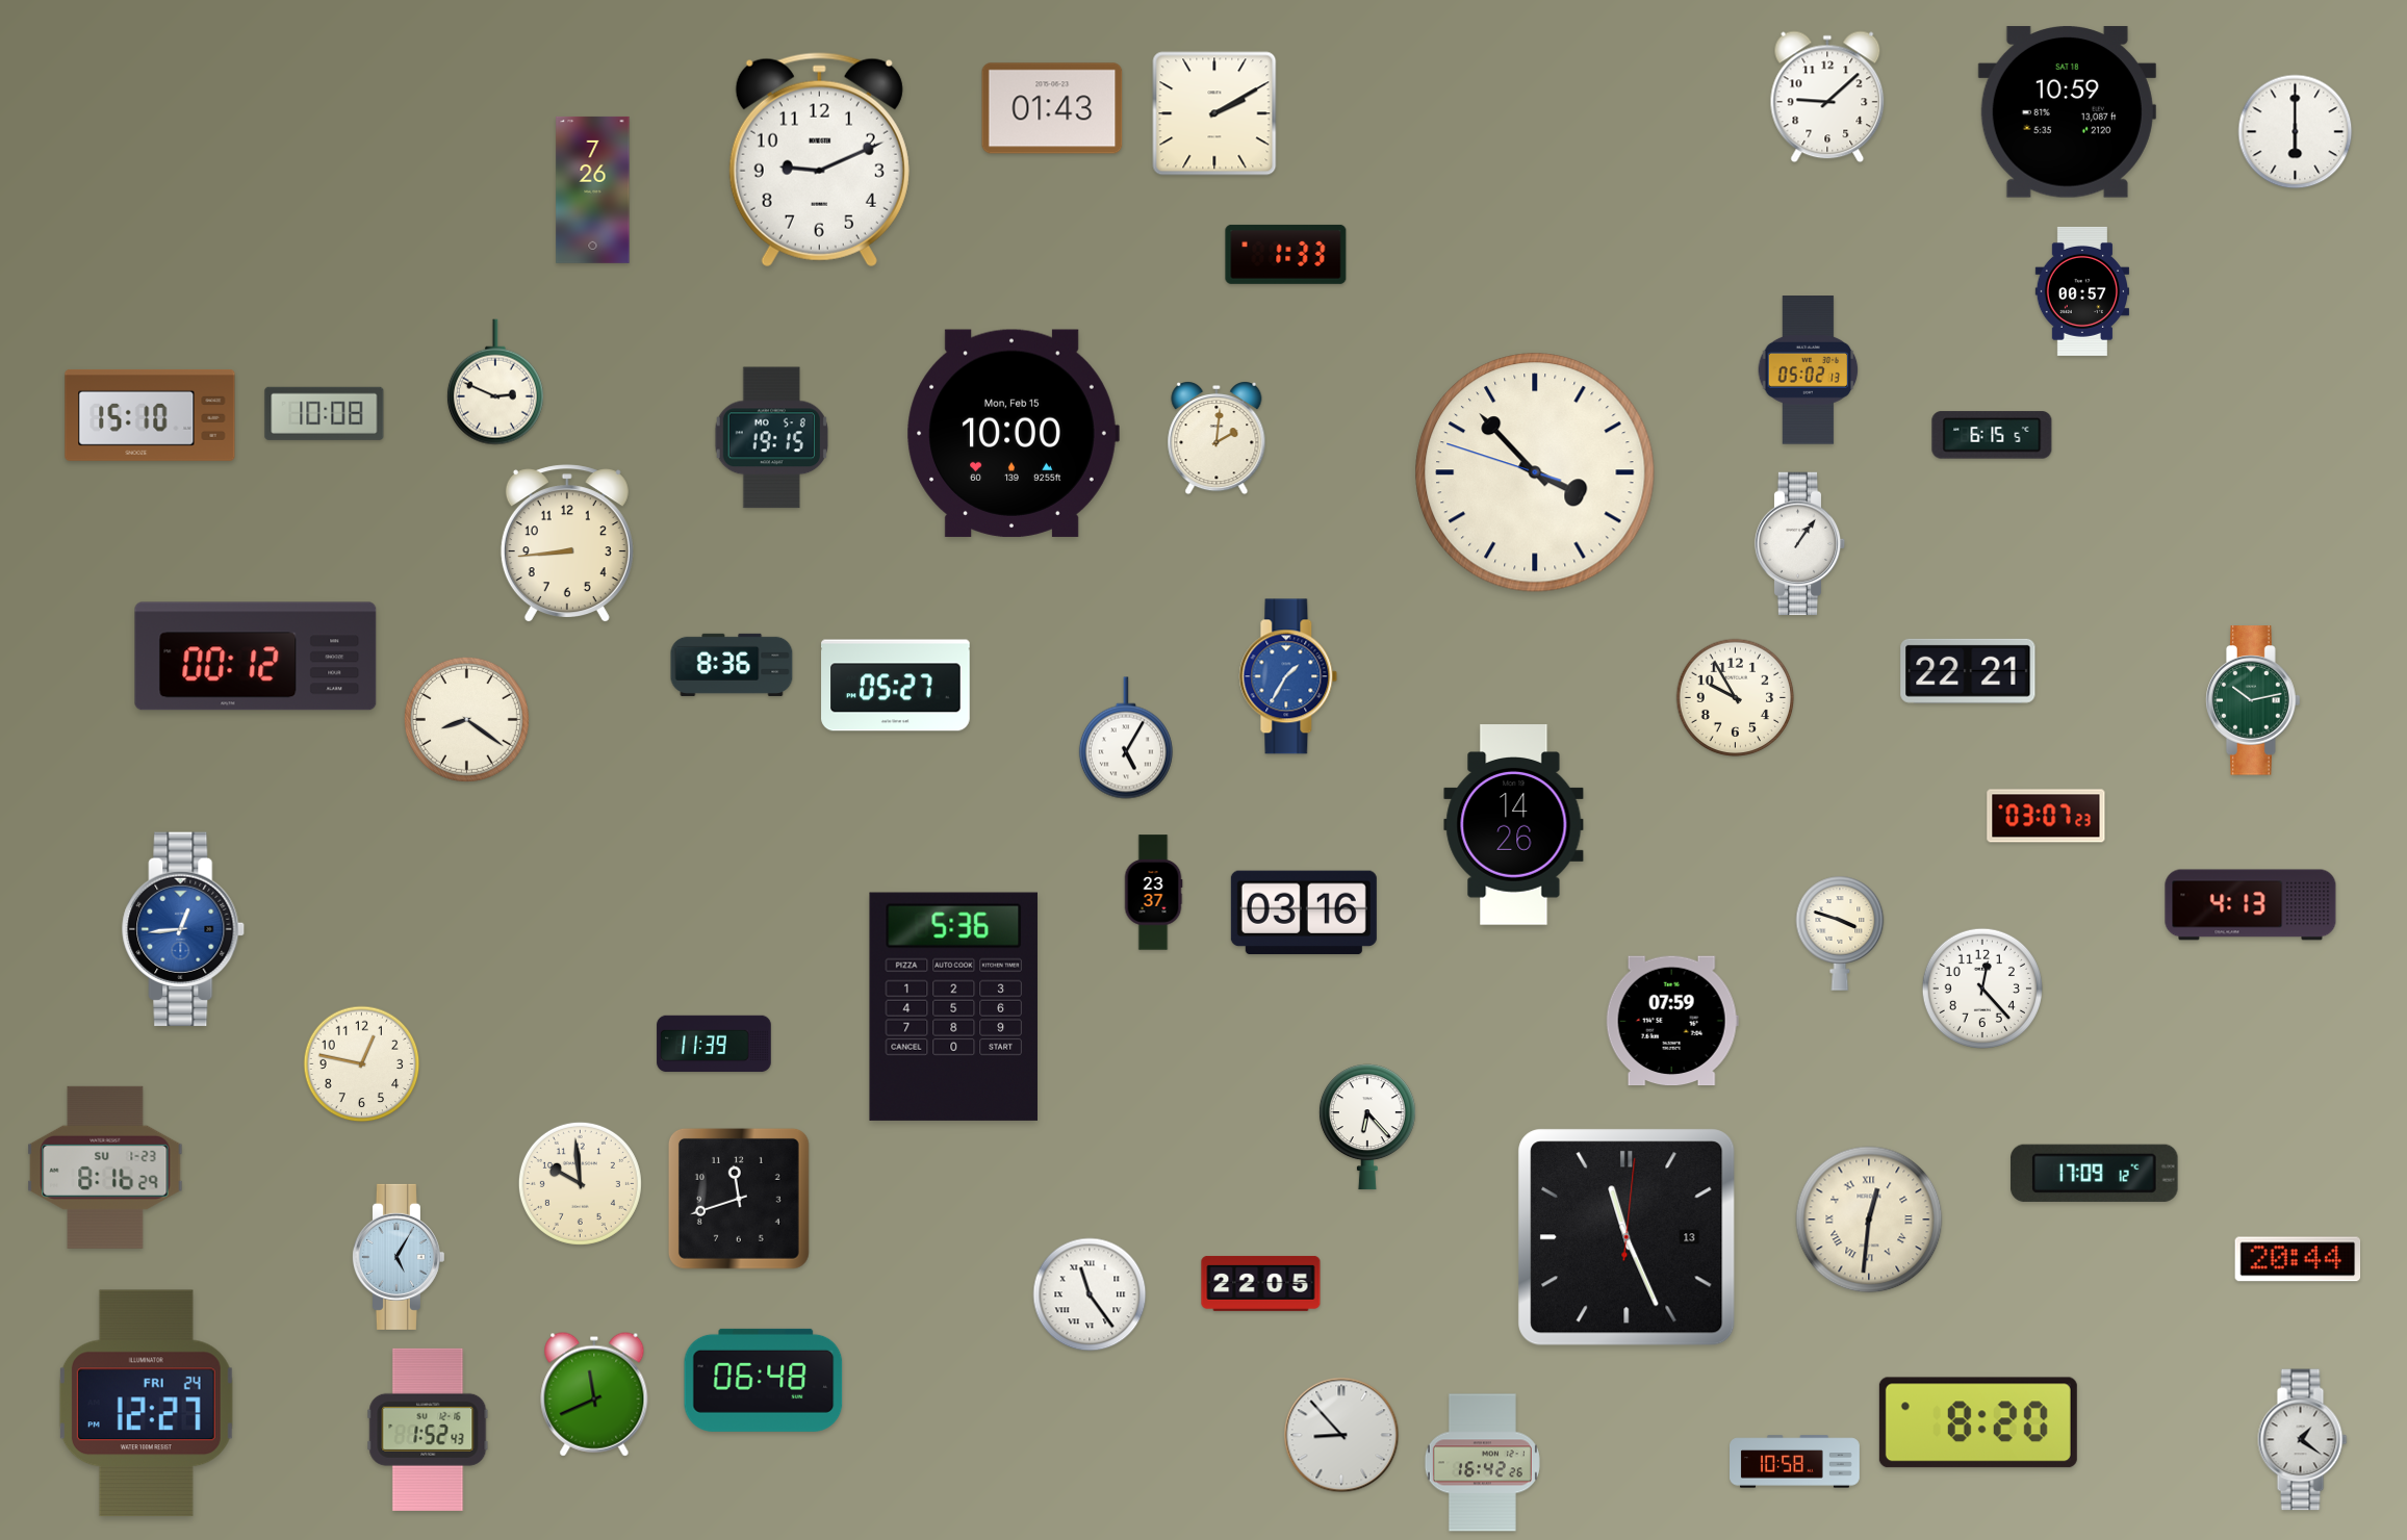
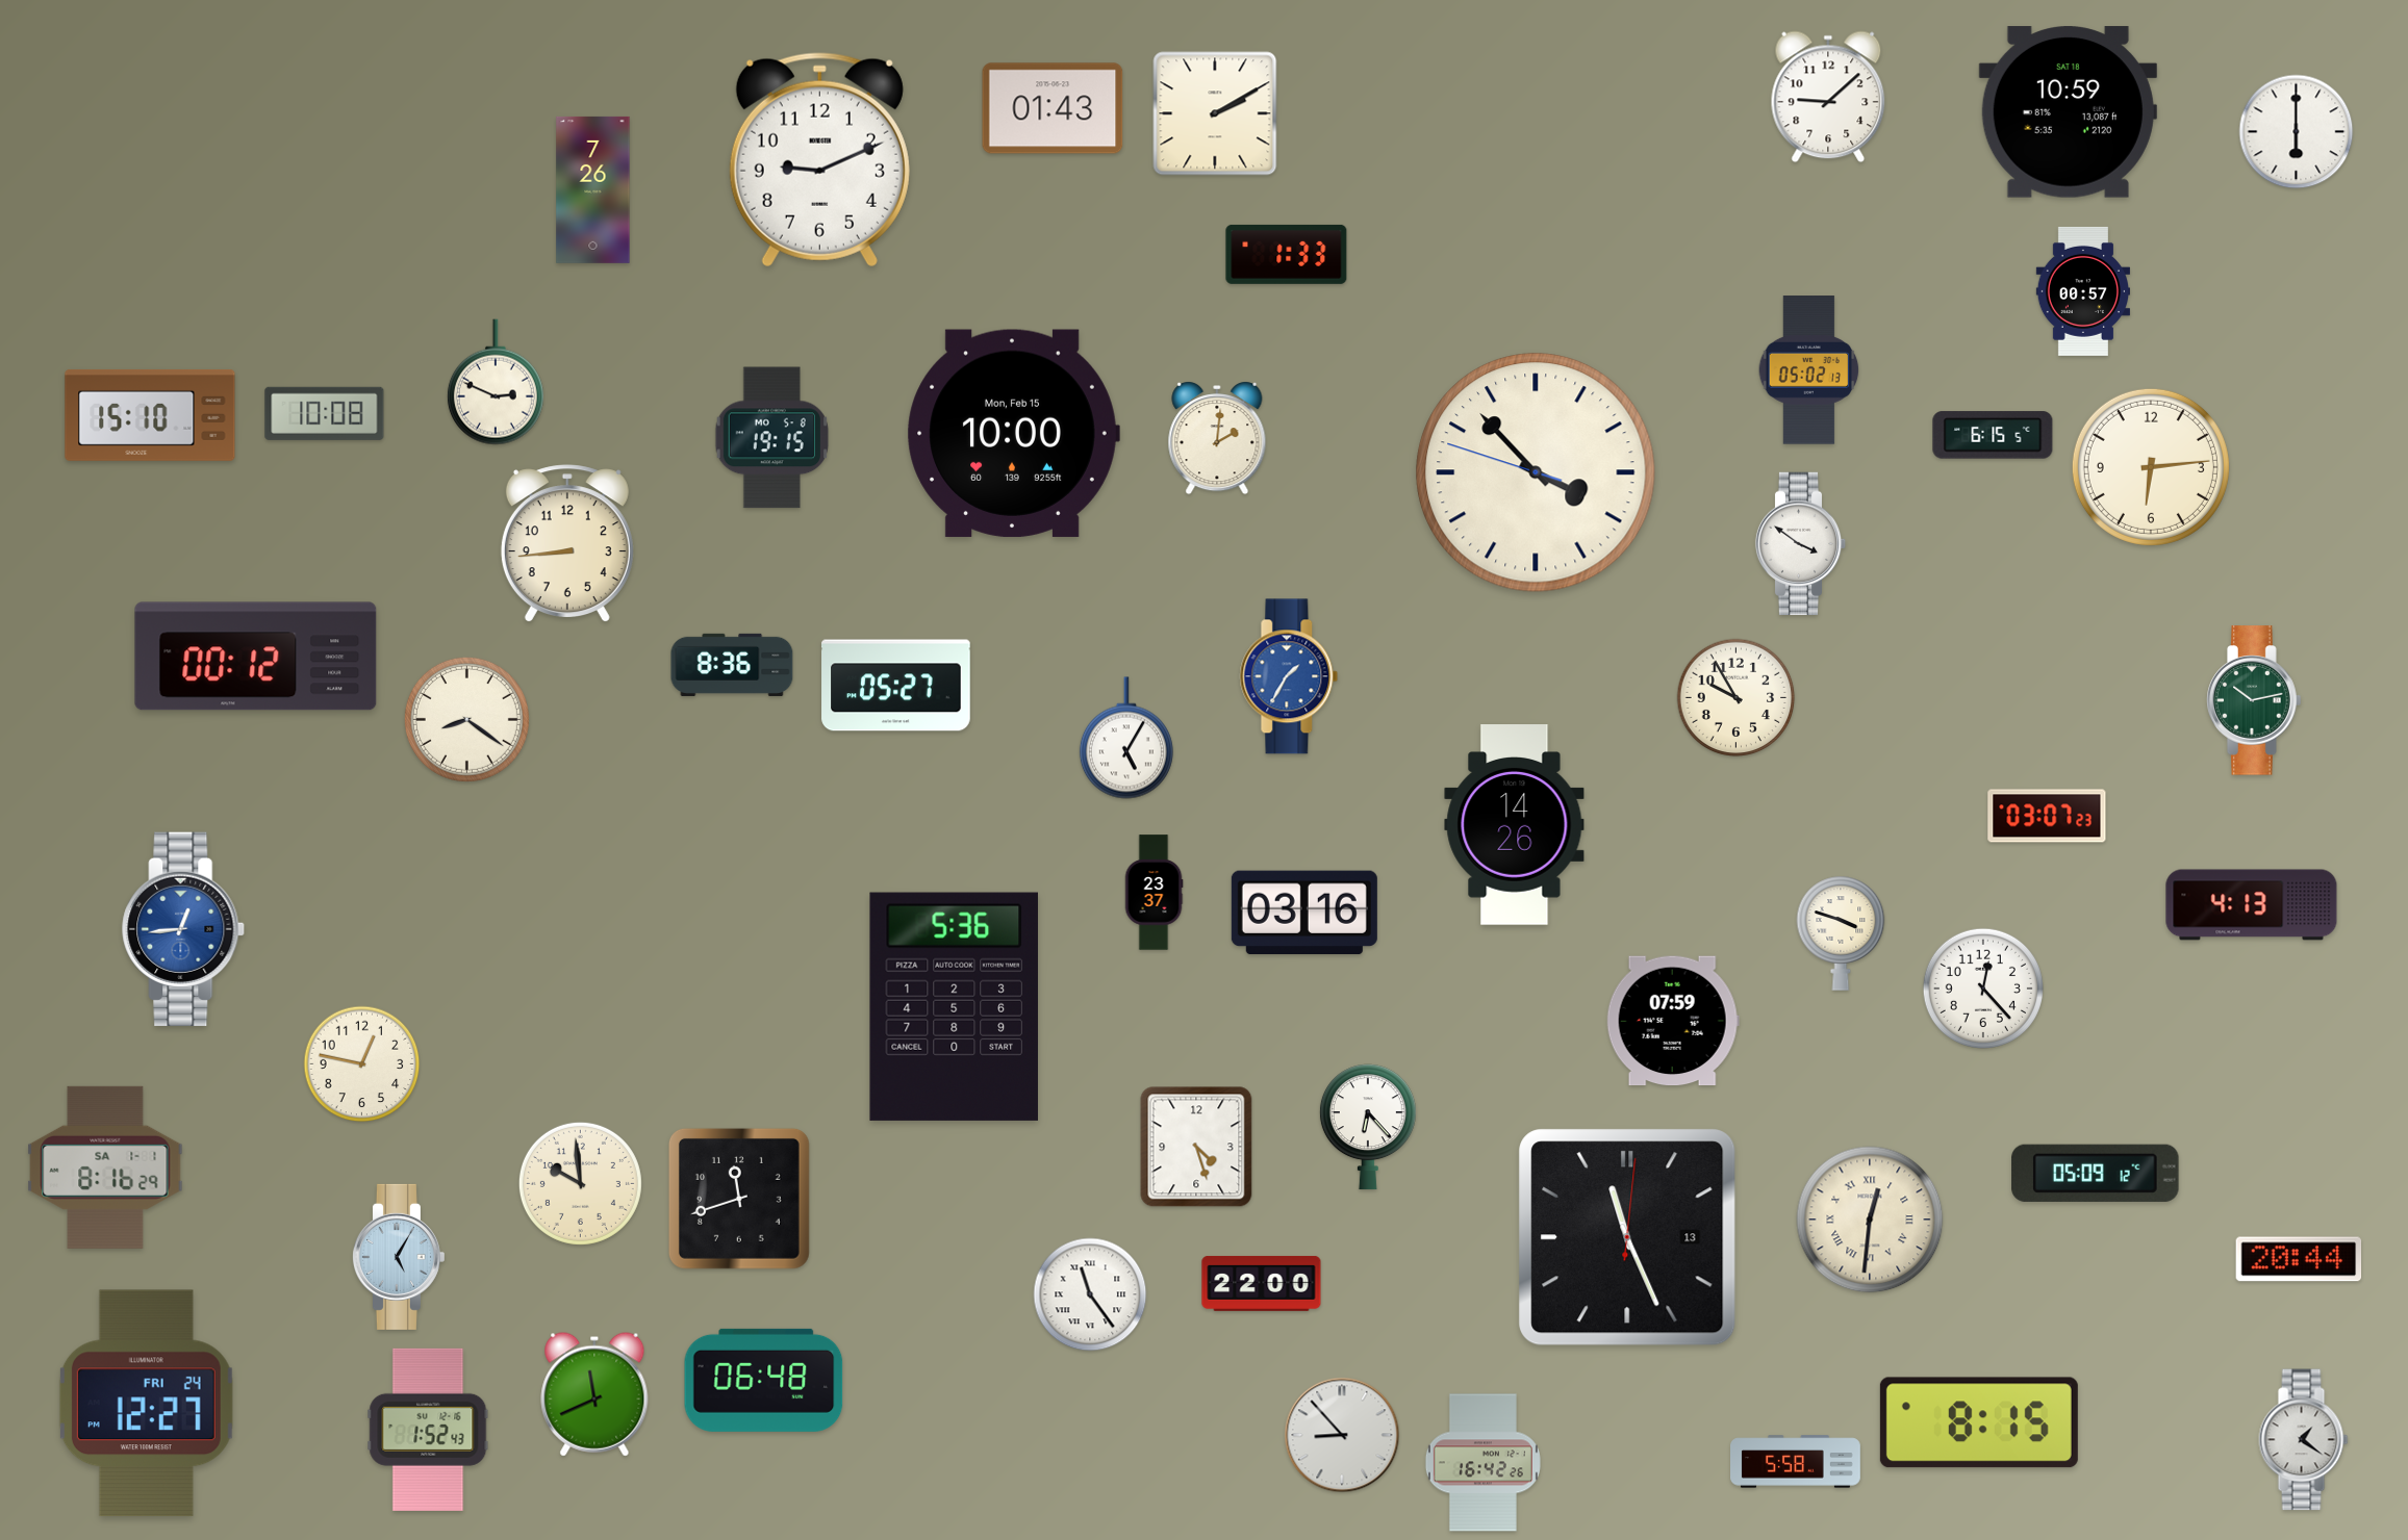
clock at (2151, 467): none -> 6:14
clock at (1800, 544): 1:06 -> 3:51
clock at (1968, 671): 22:21 -> none
clock at (714, 1044): 11:39 -> none
clock at (1196, 1147): none -> 4:27
clock at (105, 1167) date: SU 1-23 -> SA 1-1
clock at (2095, 1173): 17:09 -> 05:09
clock at (1261, 1283): 22:05 -> 22:00
clock at (1978, 1422): 8:20 -> 8:15
clock at (1795, 1462): 10:58 -> 5:58
